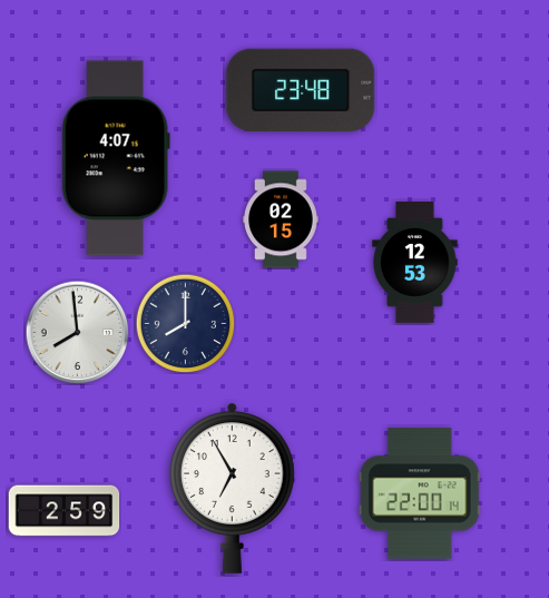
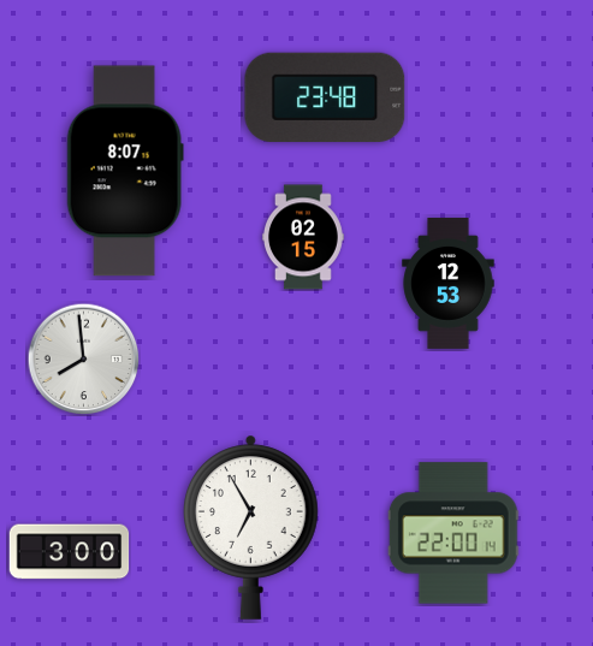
clock at (116, 158): 4:07 -> 8:07
clock at (185, 323): 8:00 -> none
clock at (65, 511): 2:59 -> 3:00
